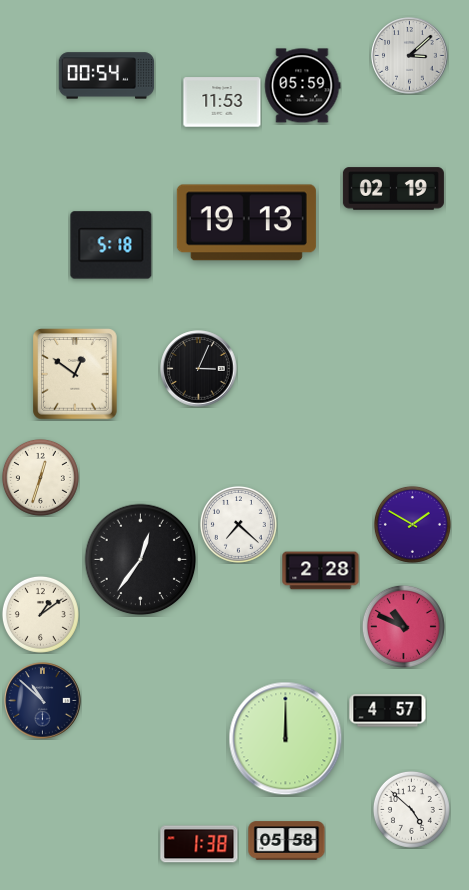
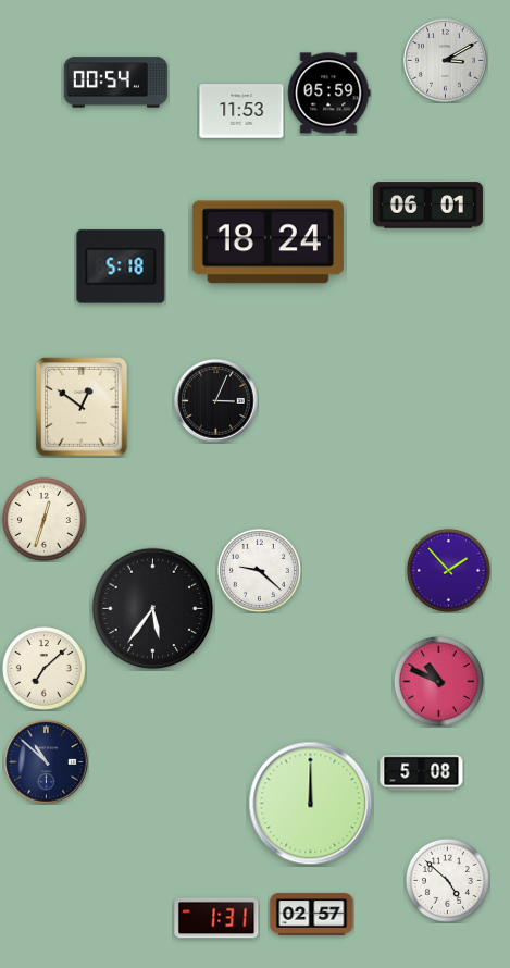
clock at (410, 56): 3:08 -> 3:10
clock at (393, 189): 02:19 -> 06:01
clock at (246, 223): 19:13 -> 18:24
clock at (238, 524): 7:22 -> 9:22
clock at (412, 524): 1:50 -> 1:53
clock at (141, 560): 12:36 -> 5:36
clock at (321, 571): 2:28 -> none
clock at (40, 614): 1:09 -> 7:08
clock at (388, 711): 4:57 -> 5:08
clock at (287, 841): 05:58 -> 02:57
clock at (199, 844): 1:38 -> 1:31
